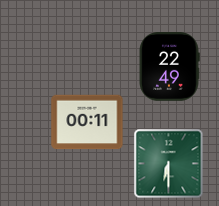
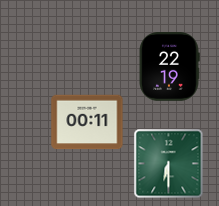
clock at (169, 67): 22:49 -> 22:19
